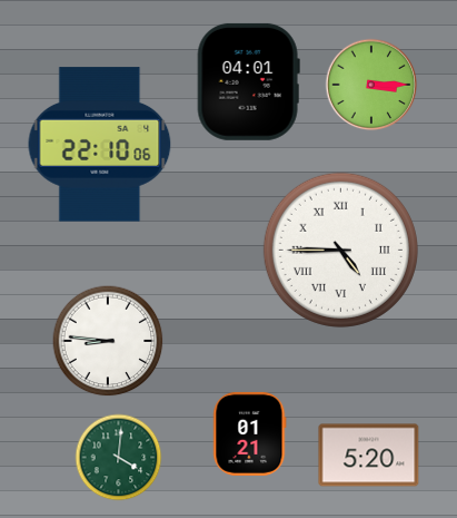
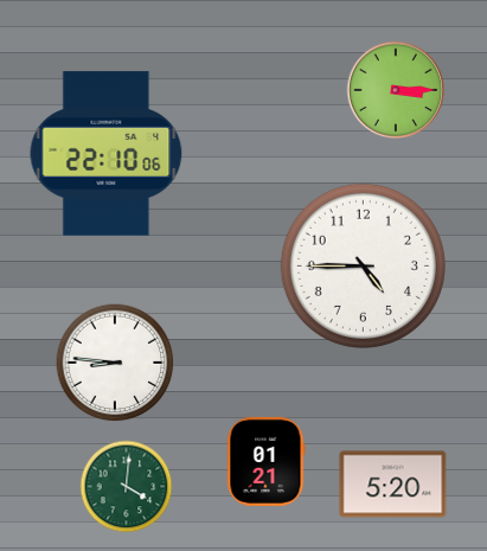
clock at (248, 81): 04:01 -> none
clock at (340, 250) numerals: Roman -> Arabic
